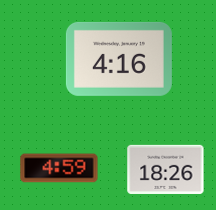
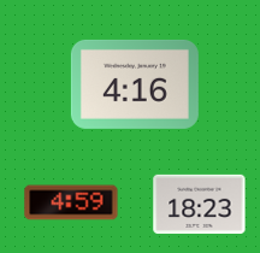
clock at (119, 59) position: (119, 59) -> (135, 84)
clock at (166, 169): 18:26 -> 18:23
